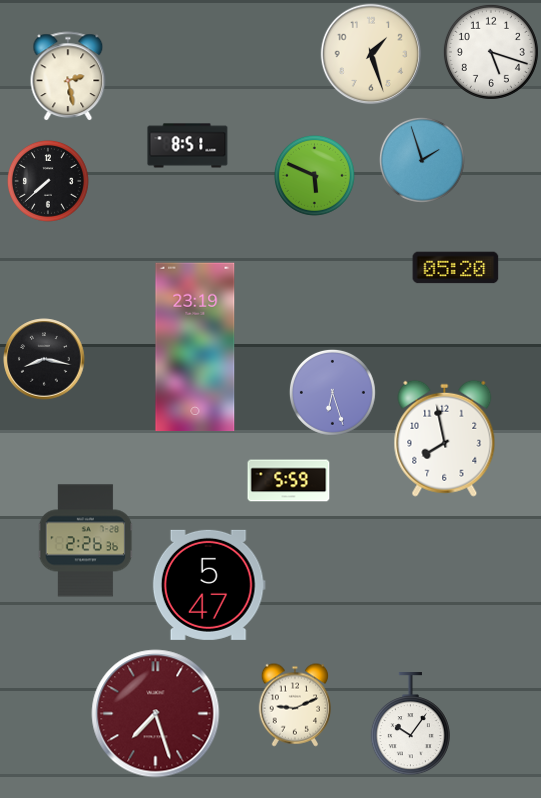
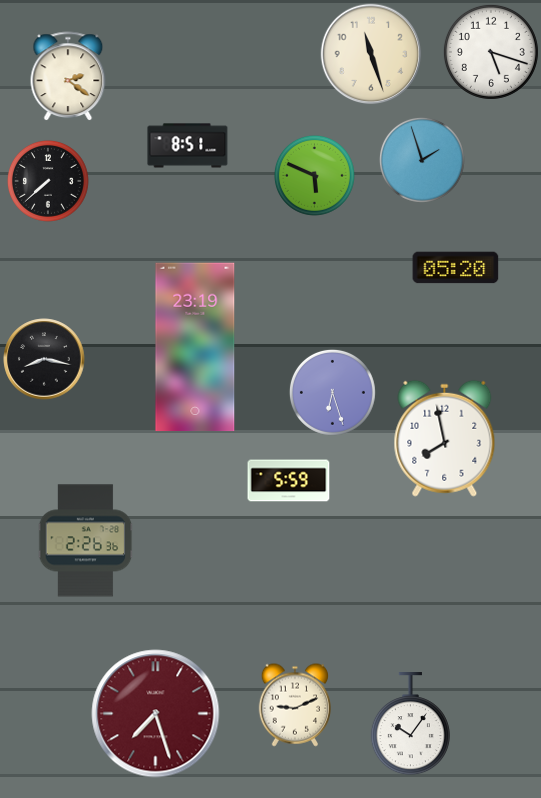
clock at (371, 54): 1:27 -> 11:27
clock at (68, 76): 2:28 -> 2:21
clock at (209, 585): 5:47 -> none
